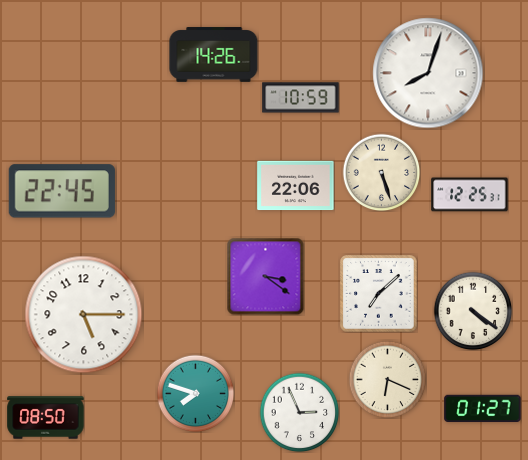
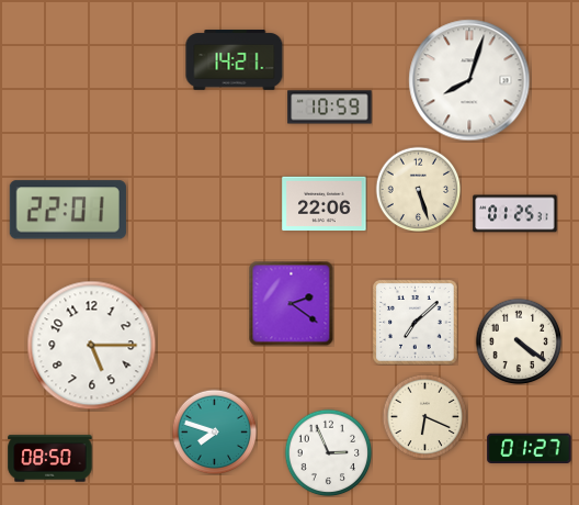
clock at (214, 55): 14:26 -> 14:21
clock at (62, 191): 22:45 -> 22:01
clock at (470, 195): 12:25 -> 01:25
clock at (265, 276): 3:21 -> 2:21
